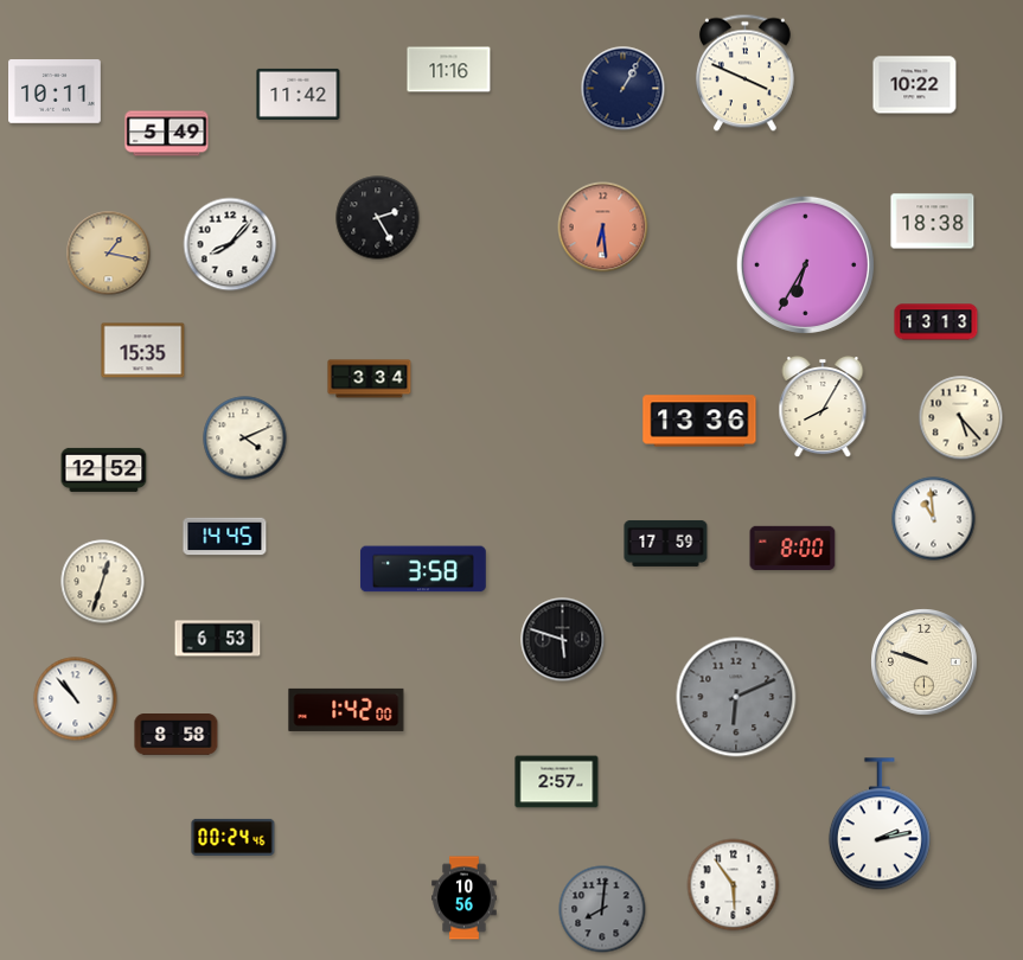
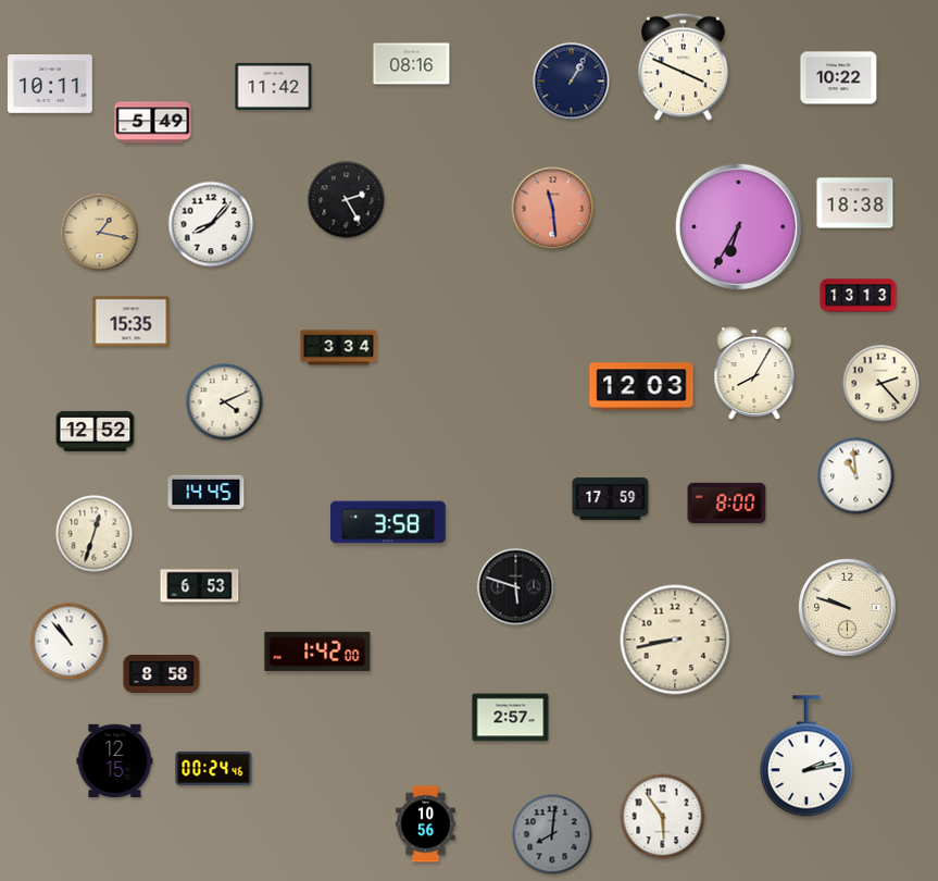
clock at (449, 70): 11:16 -> 08:16
clock at (603, 228): 6:29 -> 11:29
clock at (805, 264) position: (805, 264) -> (738, 226)
clock at (961, 418): 5:23 -> 2:23
clock at (699, 421): 13:36 -> 12:03
clock at (736, 697): 6:11 -> 8:43
clock at (736, 697) dial: grey -> cream
clock at (115, 760): none -> 12:15
clock at (734, 885) position: (734, 885) -> (663, 817)
